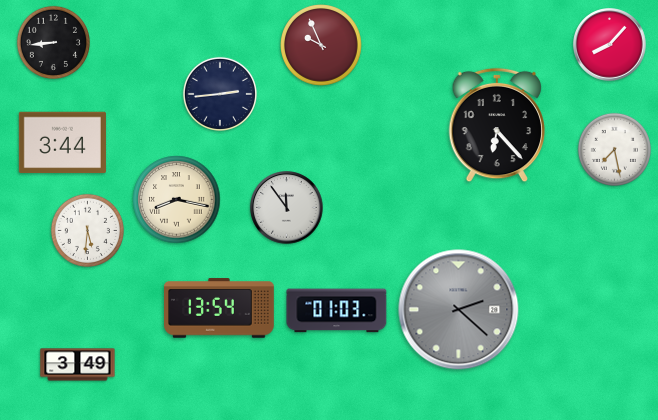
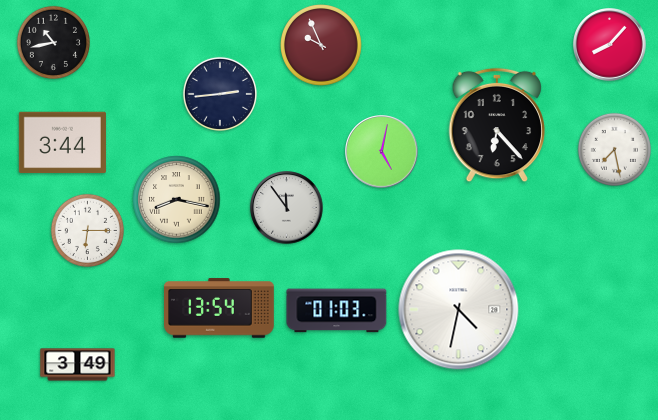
clock at (53, 42): 8:44 -> 10:43
clock at (382, 152): none -> 5:02
clock at (87, 230): 5:31 -> 6:15
clock at (459, 310): 2:22 -> 4:32
clock at (459, 310) dial: grey -> white
